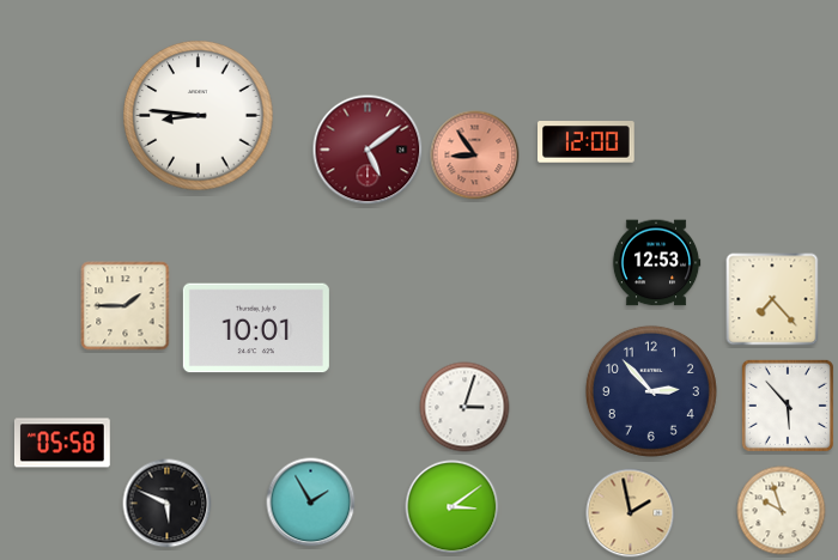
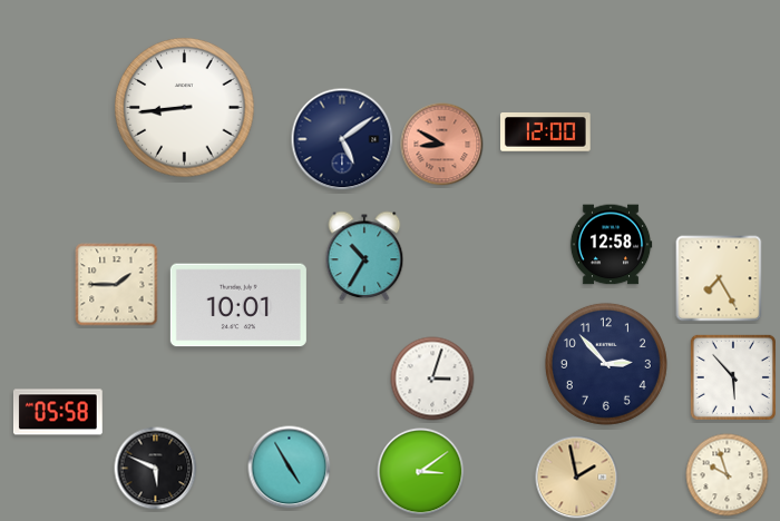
clock at (199, 116): 8:46 -> 8:44
clock at (368, 150) dial: burgundy -> navy
clock at (475, 156): 8:54 -> 8:50
clock at (656, 263): 12:53 -> 12:58
clock at (364, 256): none -> 10:35
clock at (772, 299): 7:23 -> 7:25
clock at (311, 503): 1:55 -> 4:55
clock at (631, 513) position: (631, 513) -> (577, 478)
